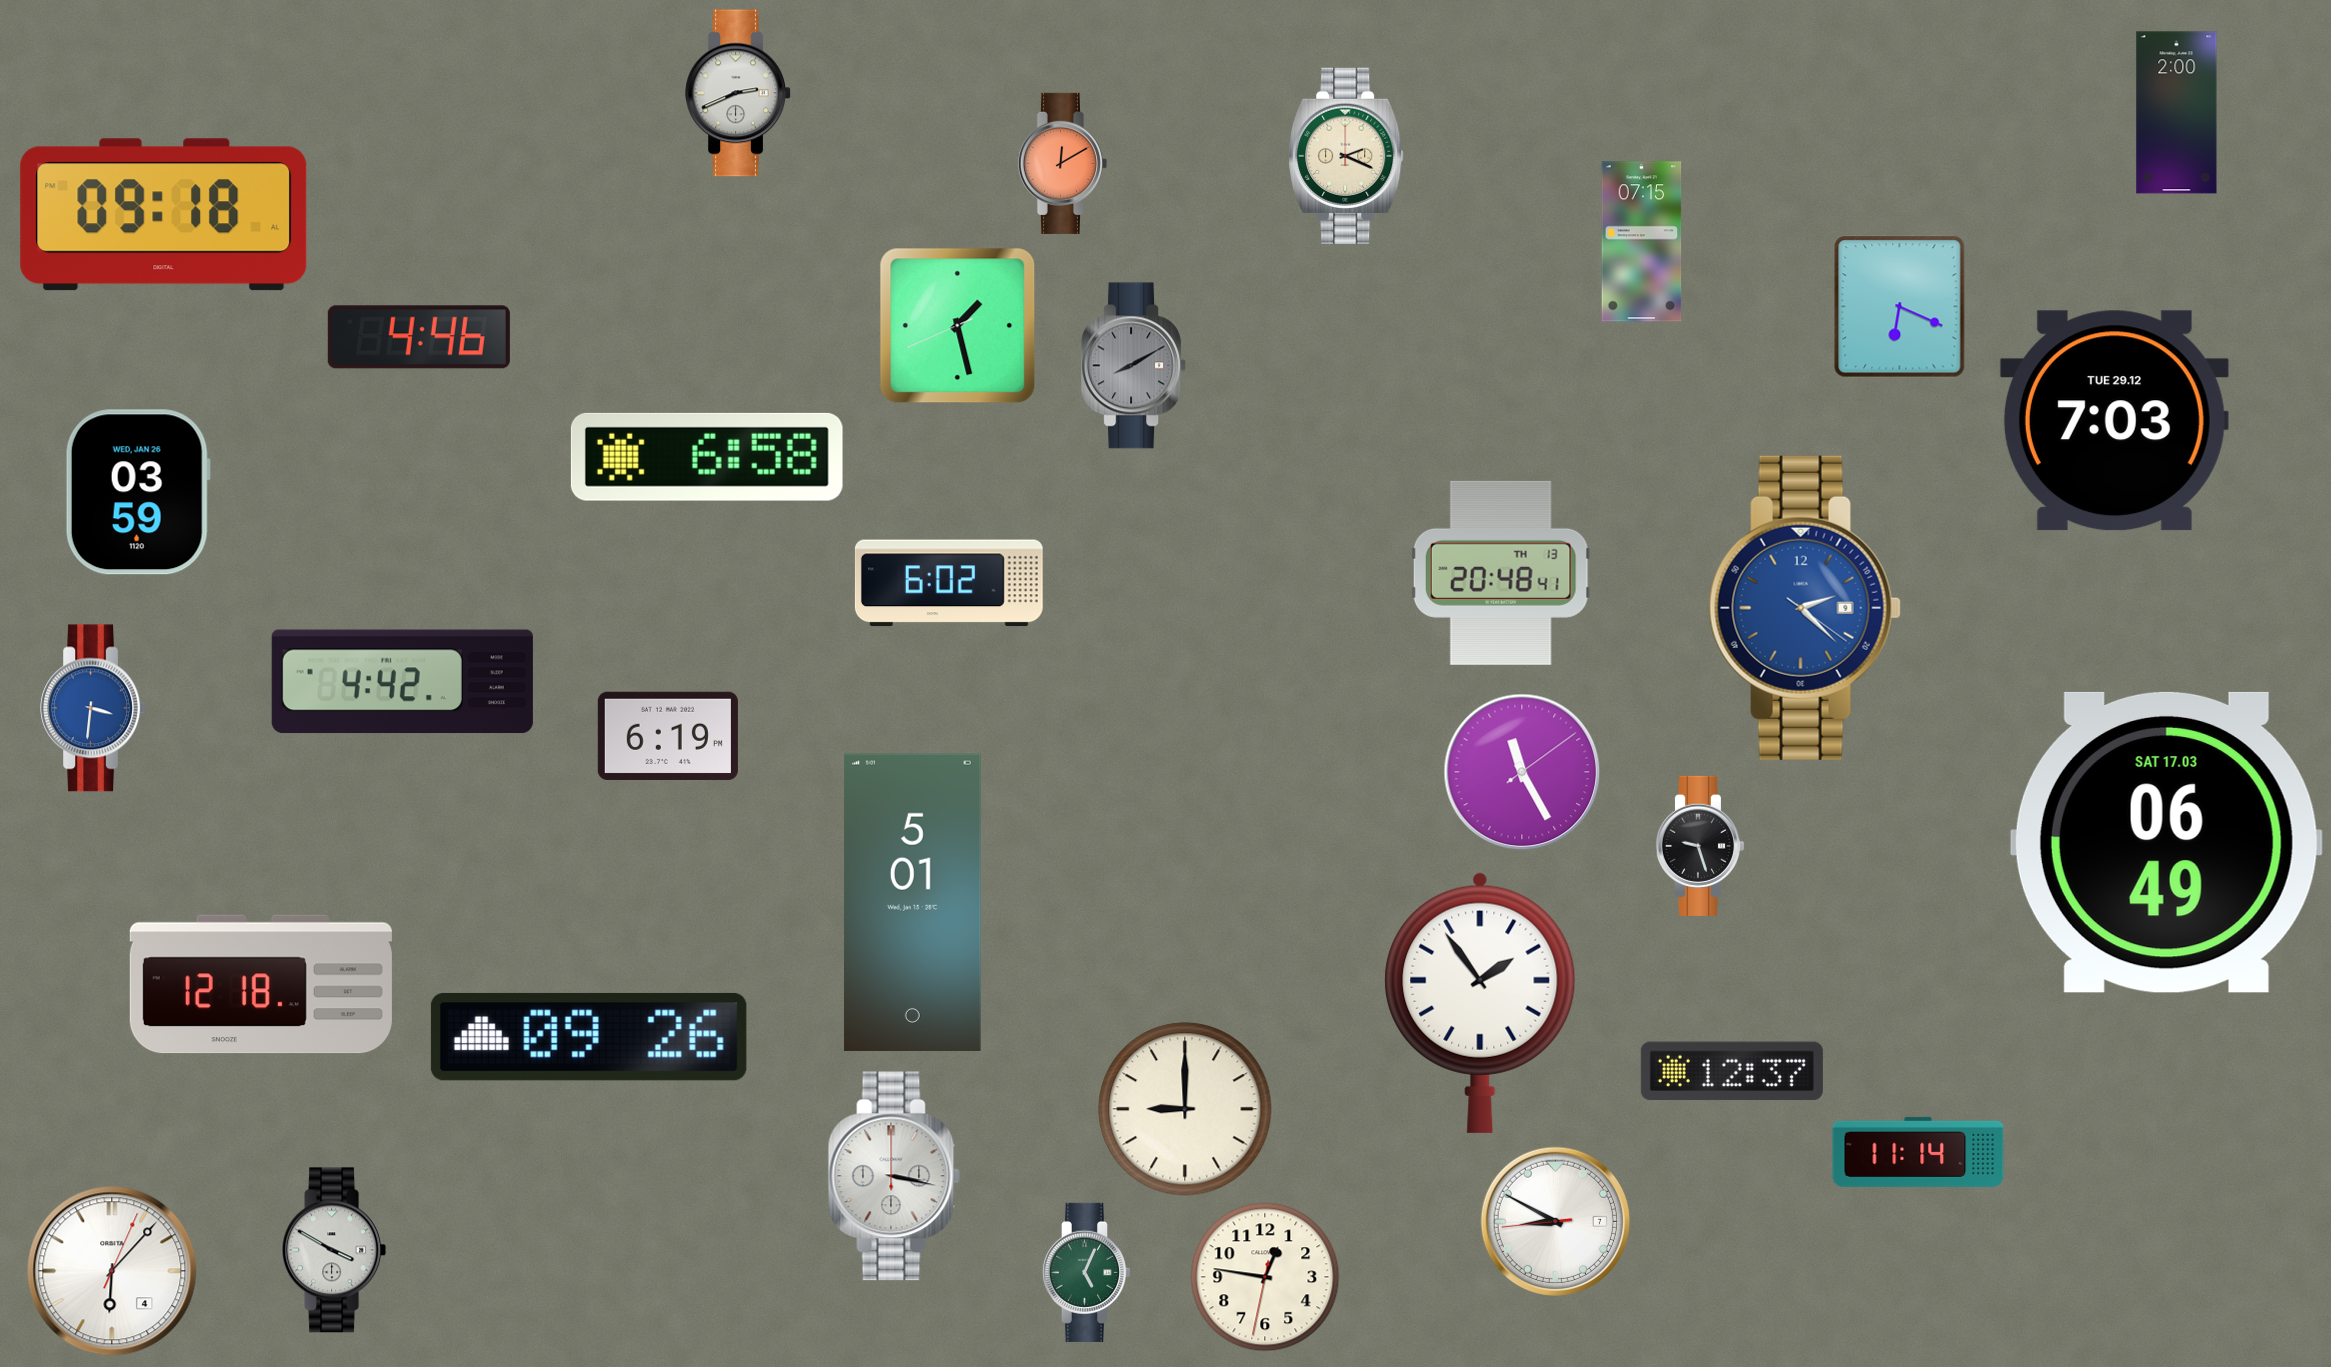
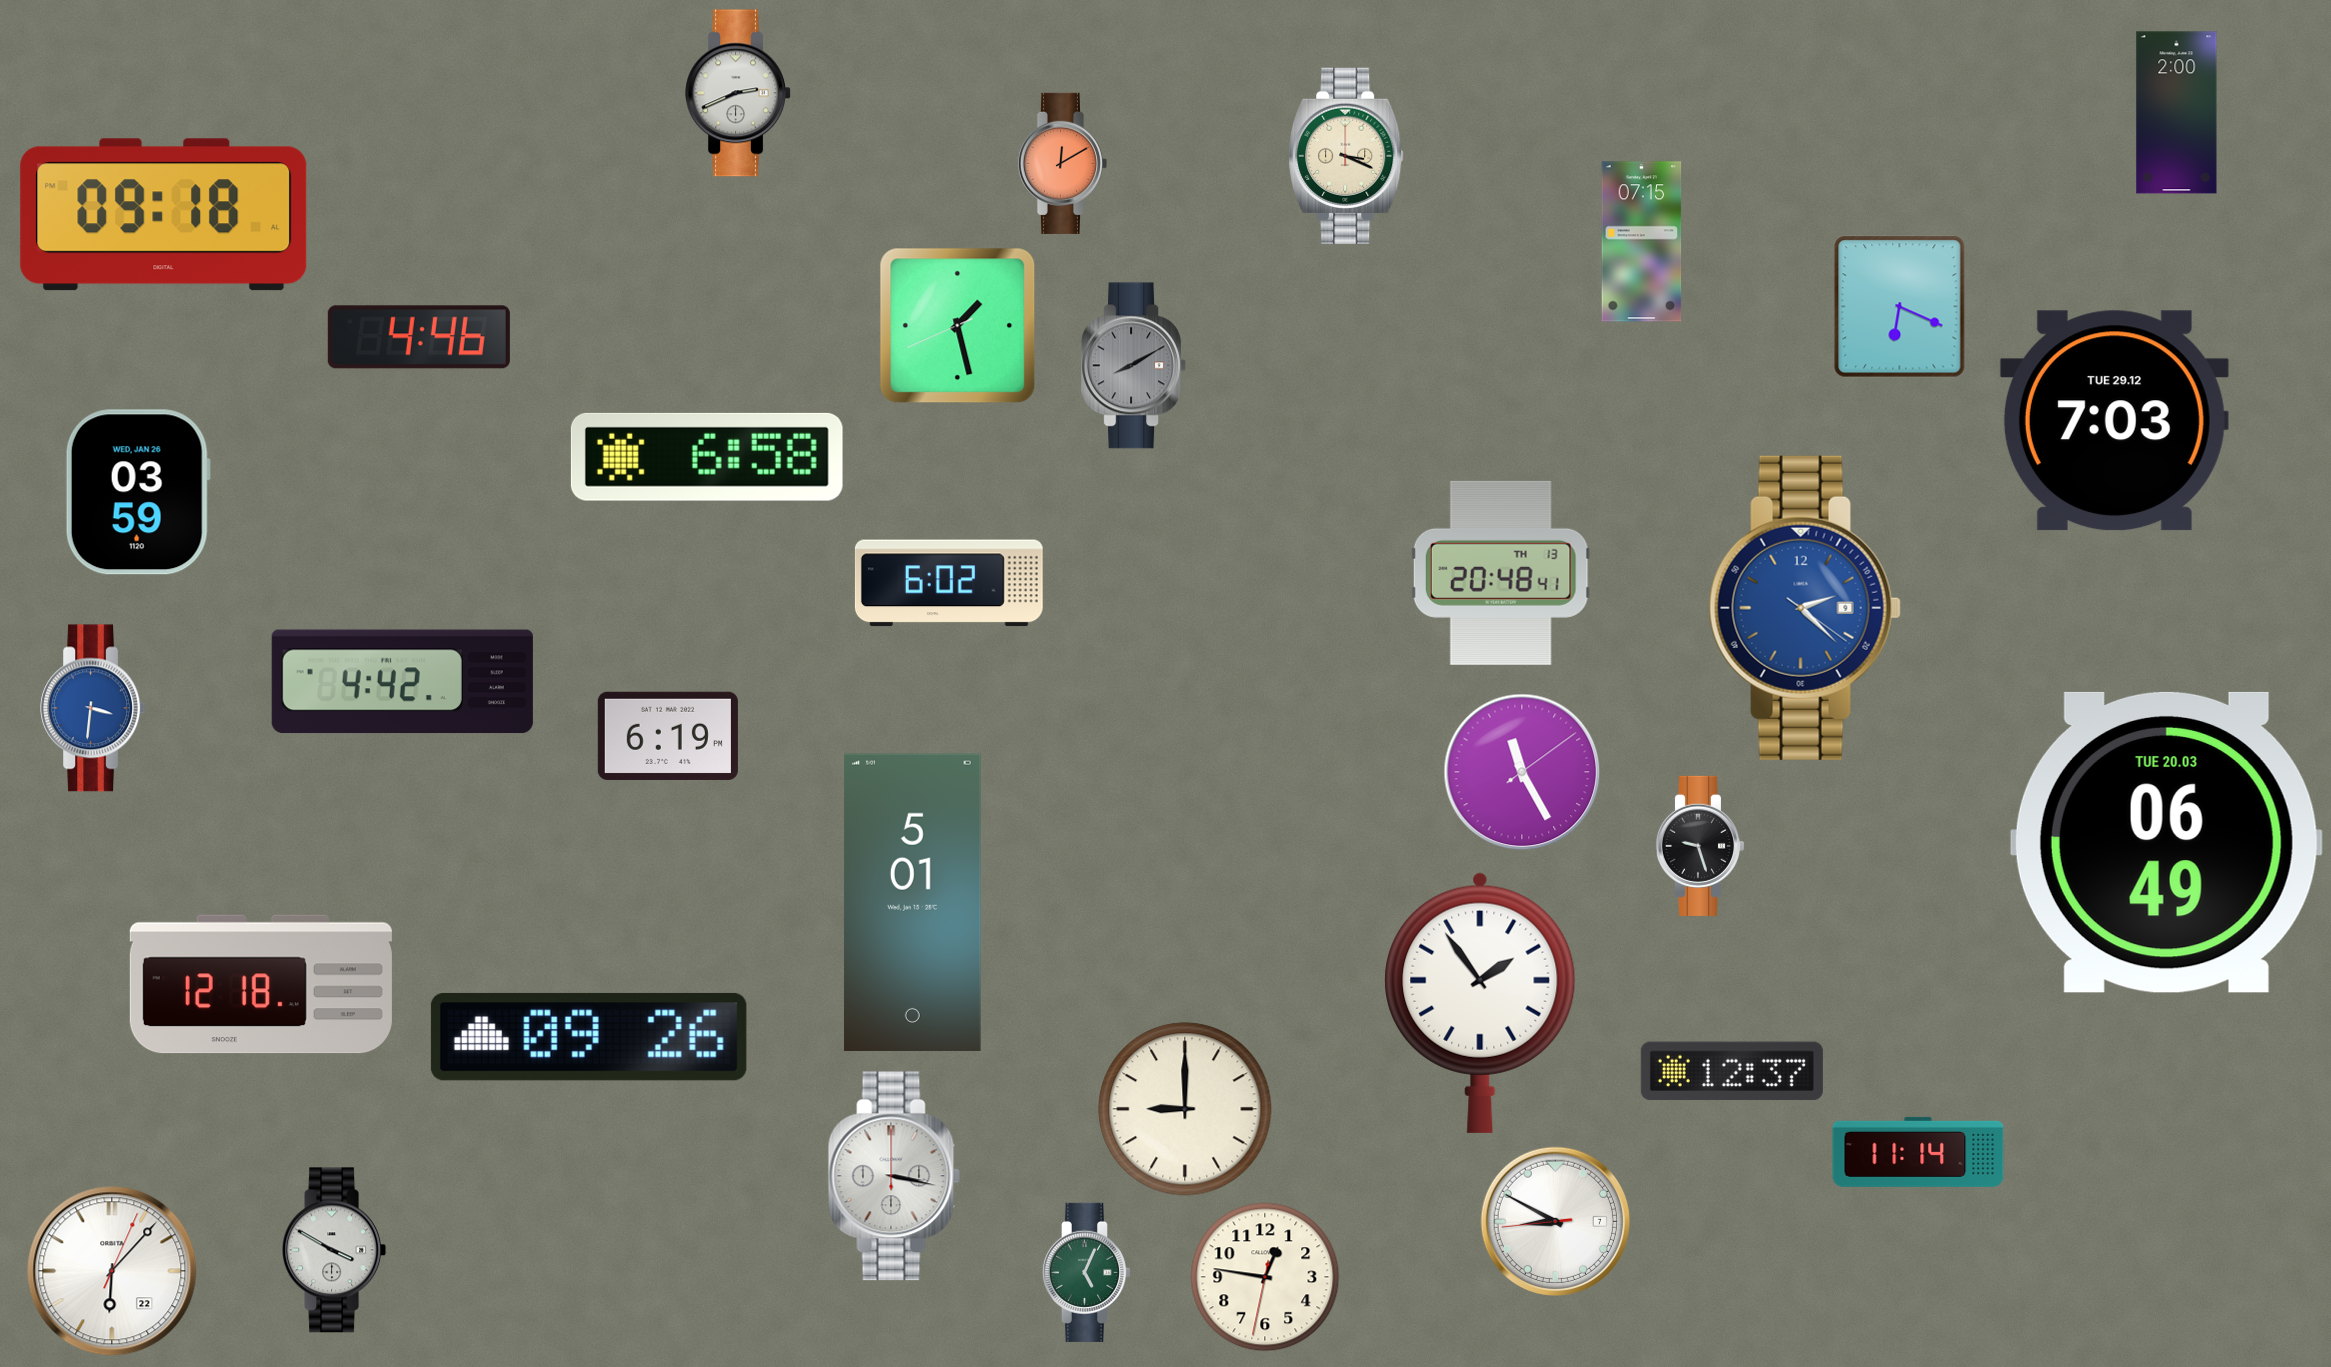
clock at (1346, 155): 2:19 -> 3:19
clock at (2166, 842) date: SAT 17.03 -> TUE 20.03
clock at (112, 1271) date: 4 -> 22
